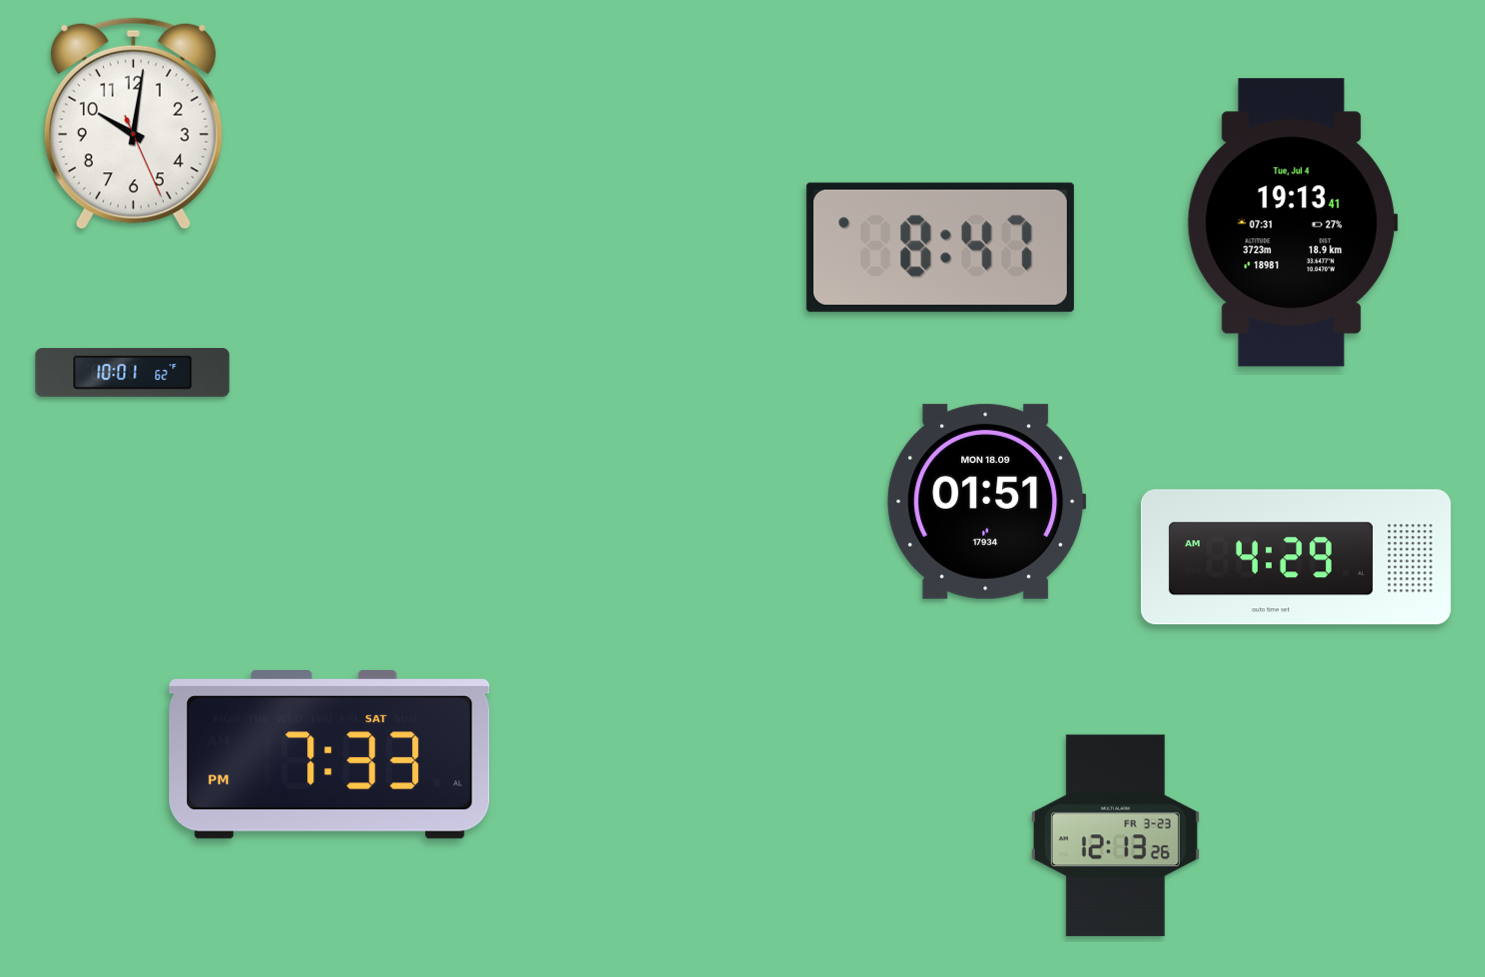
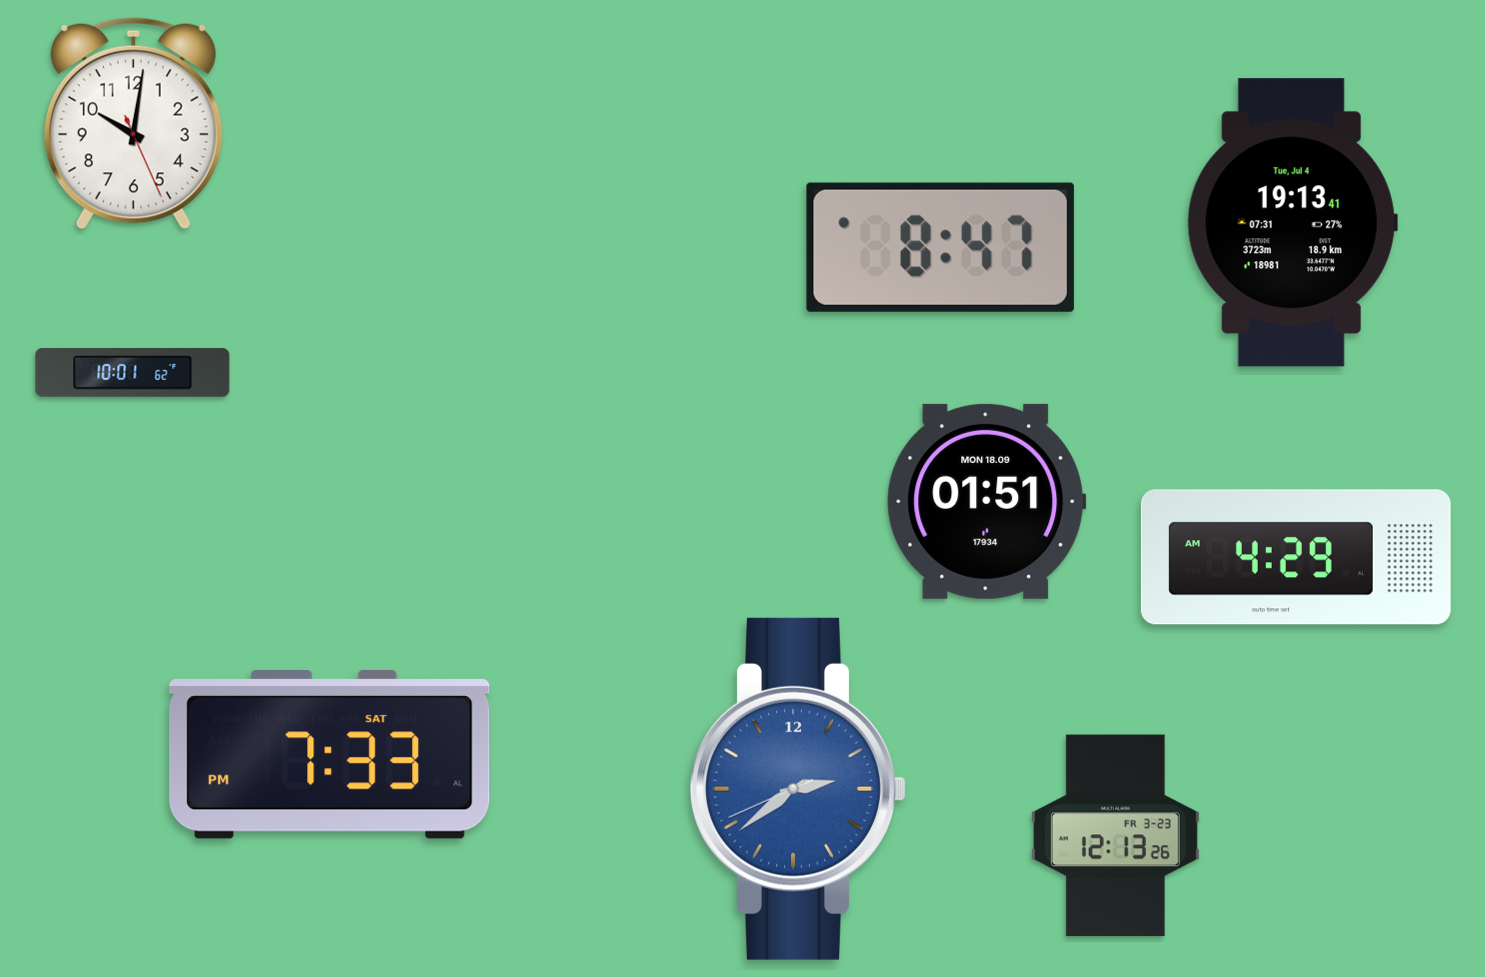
clock at (798, 789): none -> 2:38
